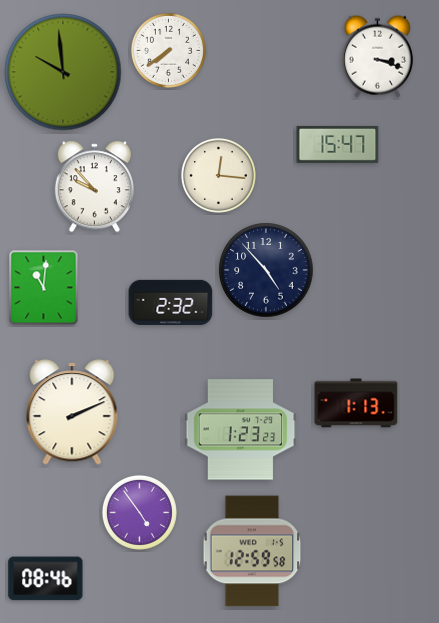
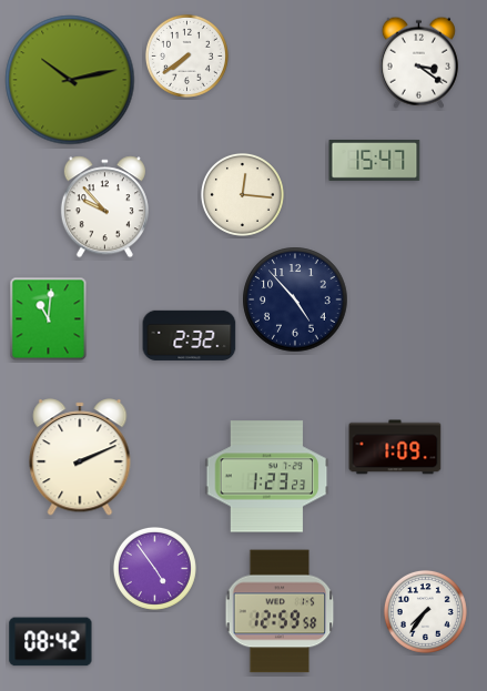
clock at (377, 56): 3:18 -> 3:21
clock at (63, 72): 9:59 -> 10:13
clock at (356, 403): 1:13 -> 1:09
clock at (425, 611): none -> 7:36
clock at (46, 579): 08:46 -> 08:42
